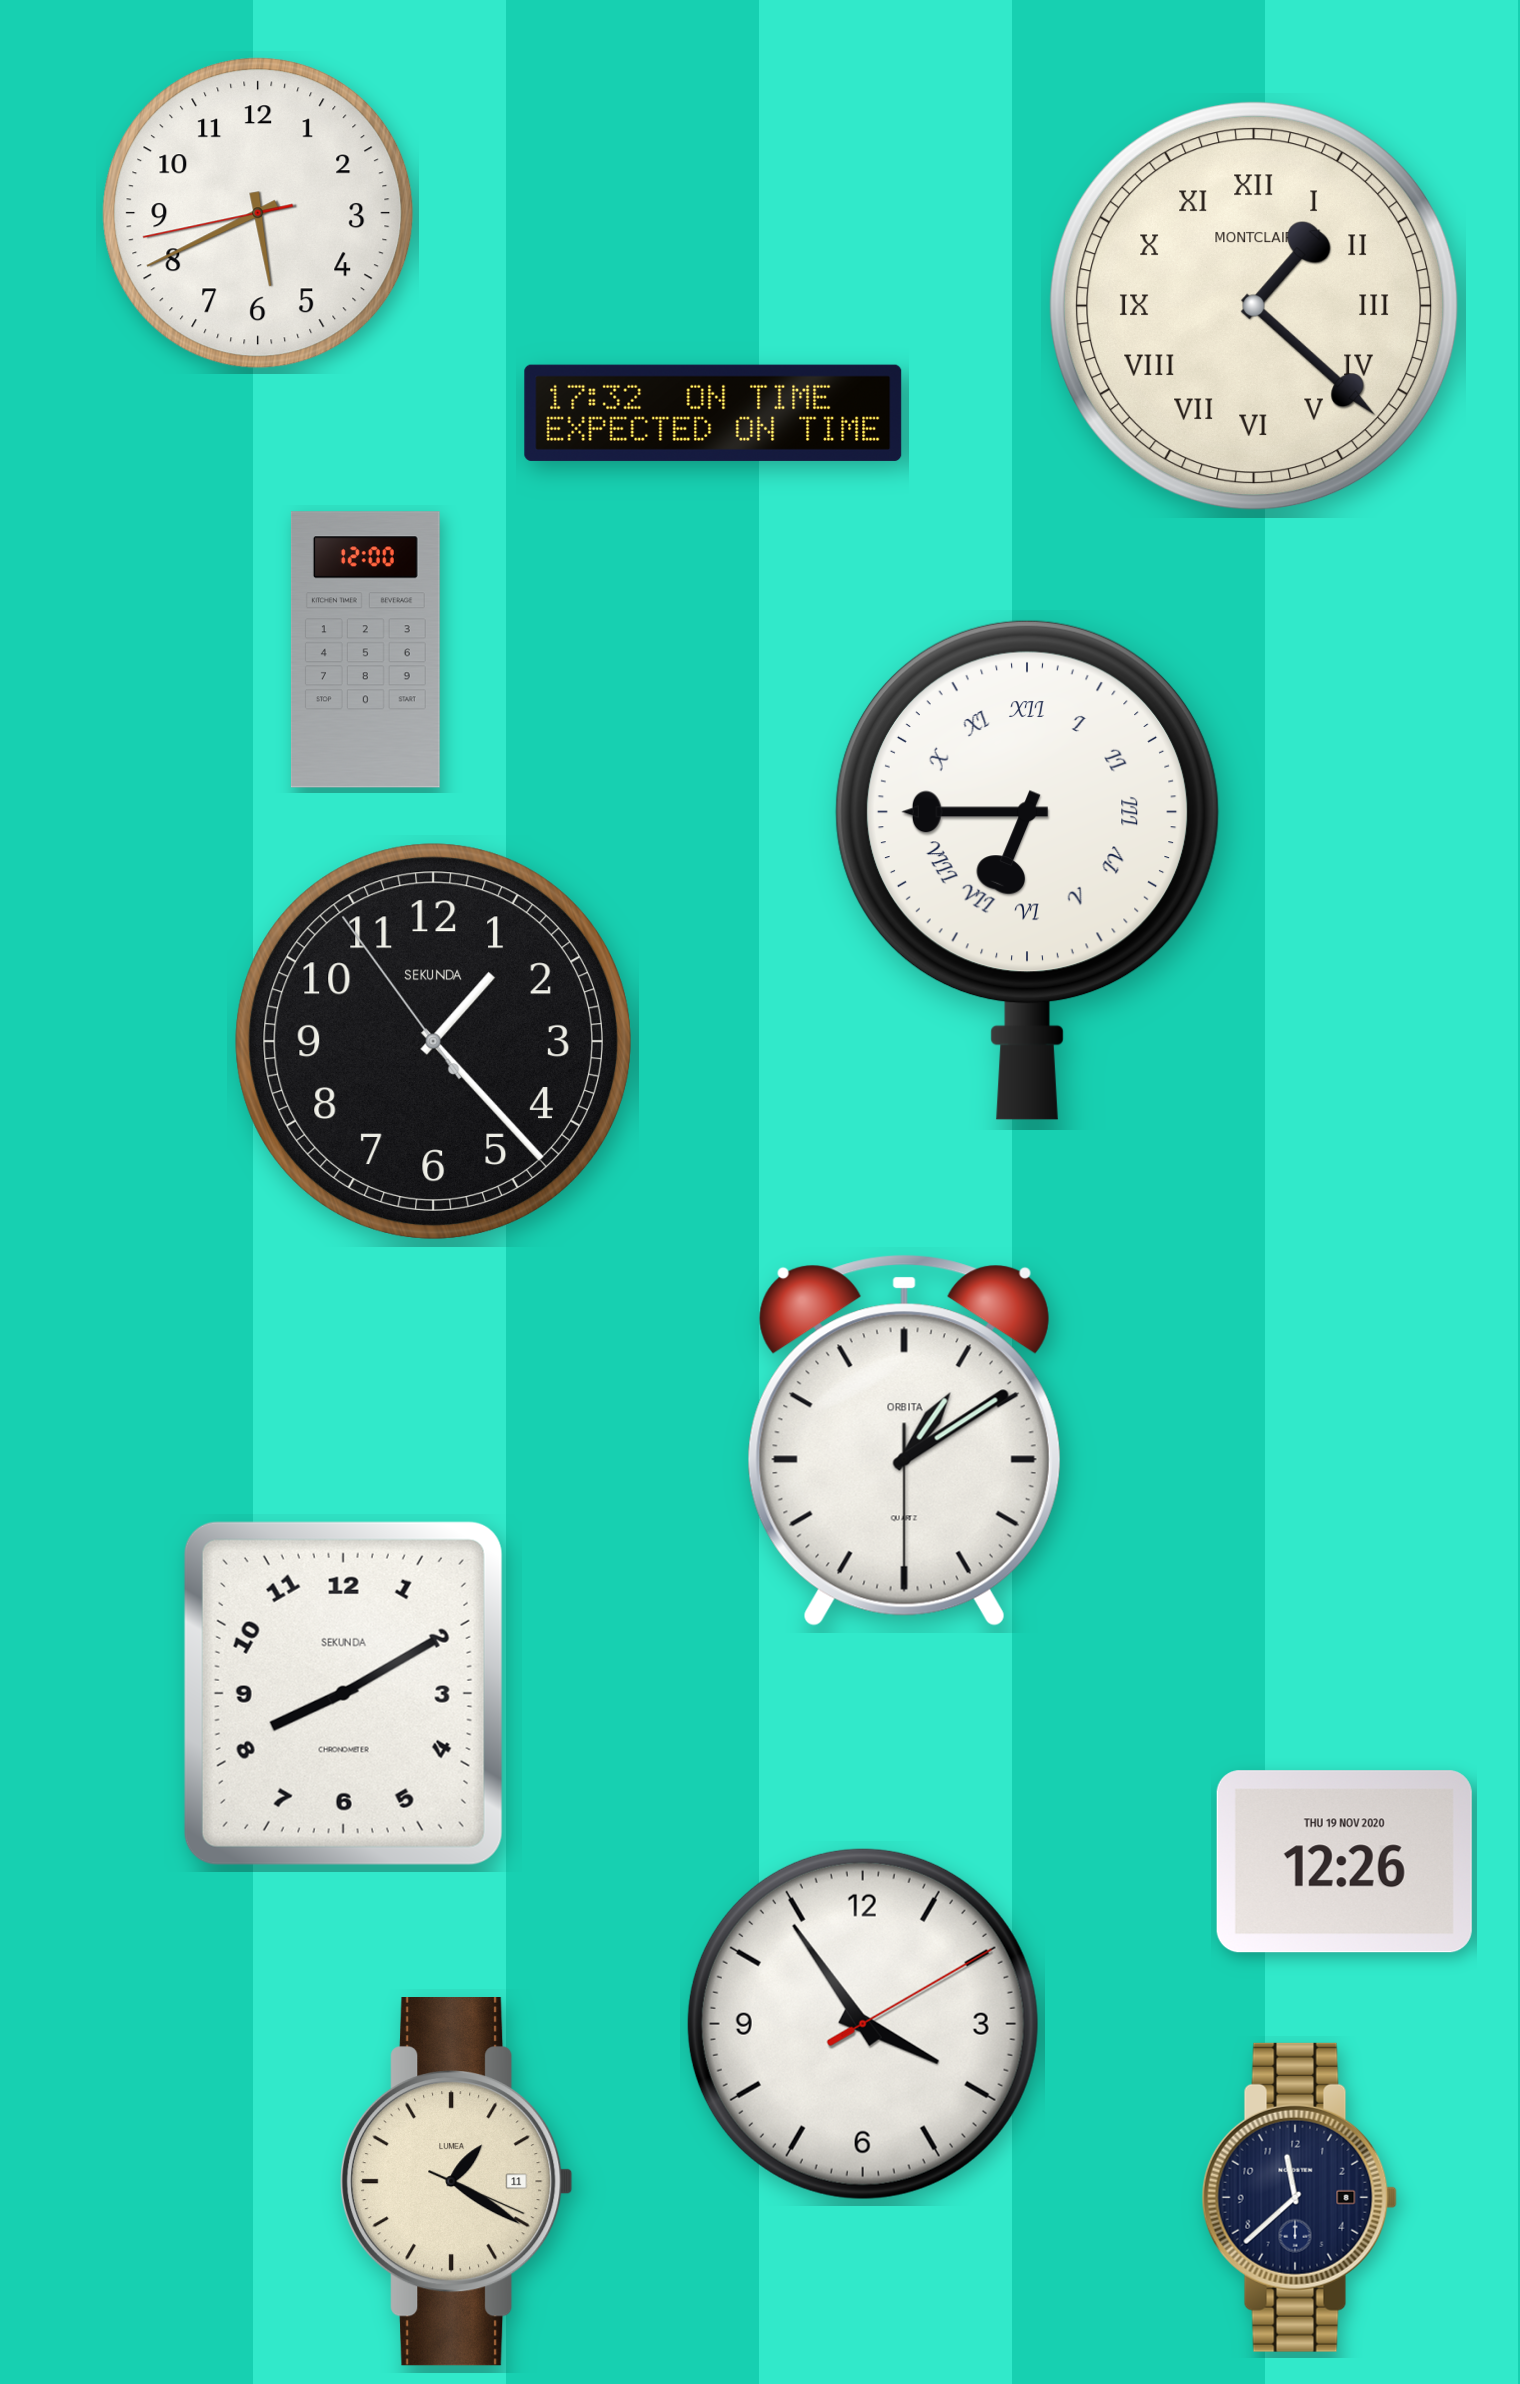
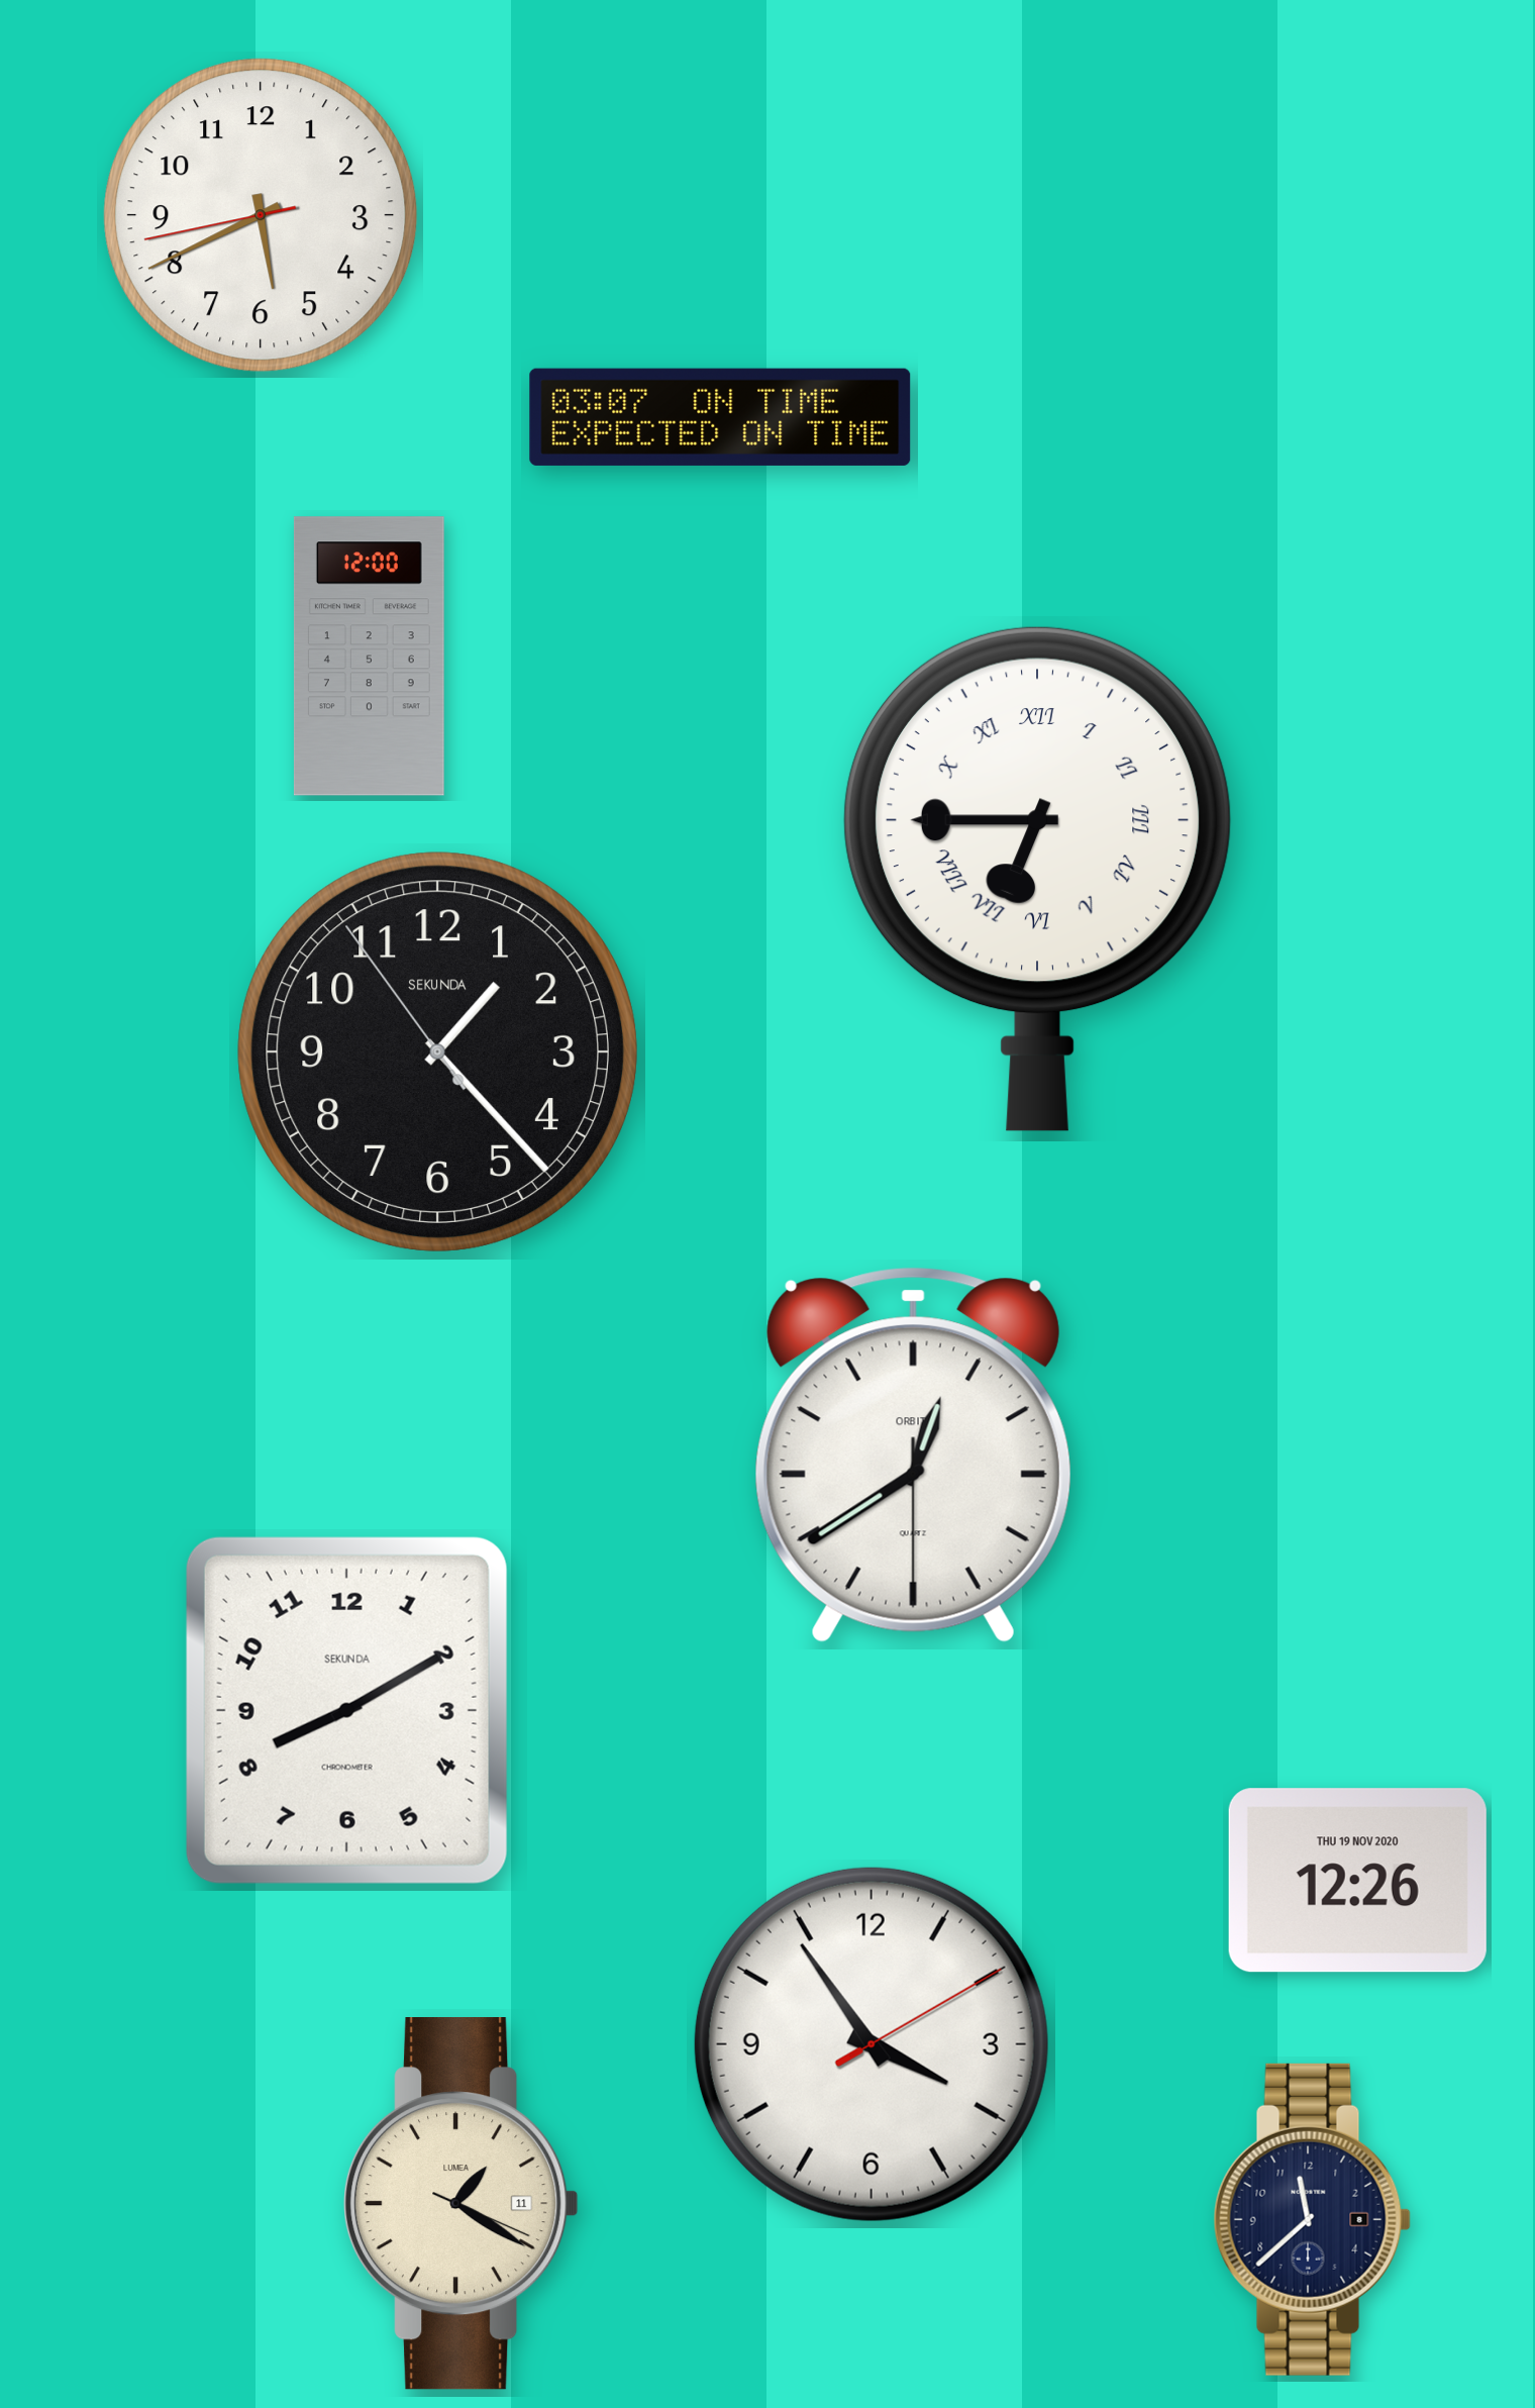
clock at (1254, 306): 1:22 -> none
clock at (713, 413): 17:32 -> 03:07
clock at (904, 1440): 1:09 -> 12:39
